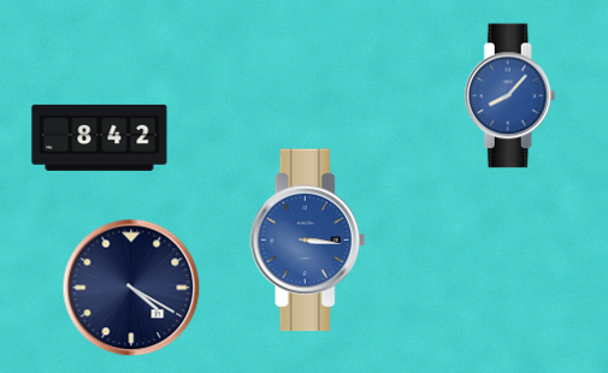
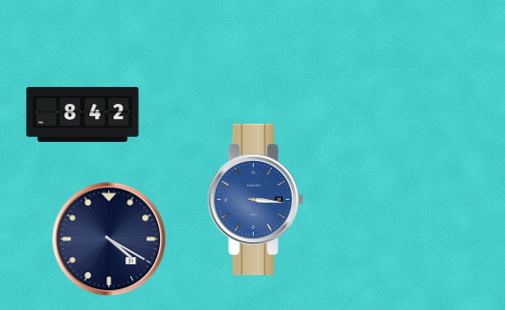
clock at (509, 96): 8:07 -> none
